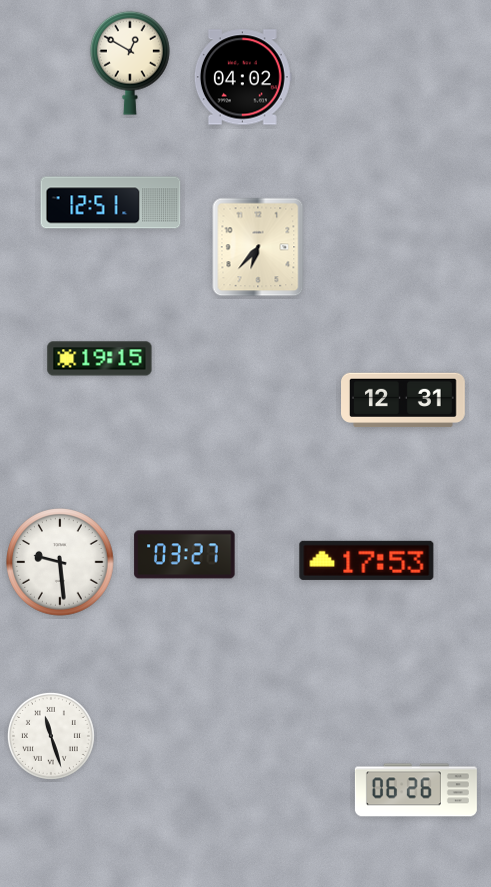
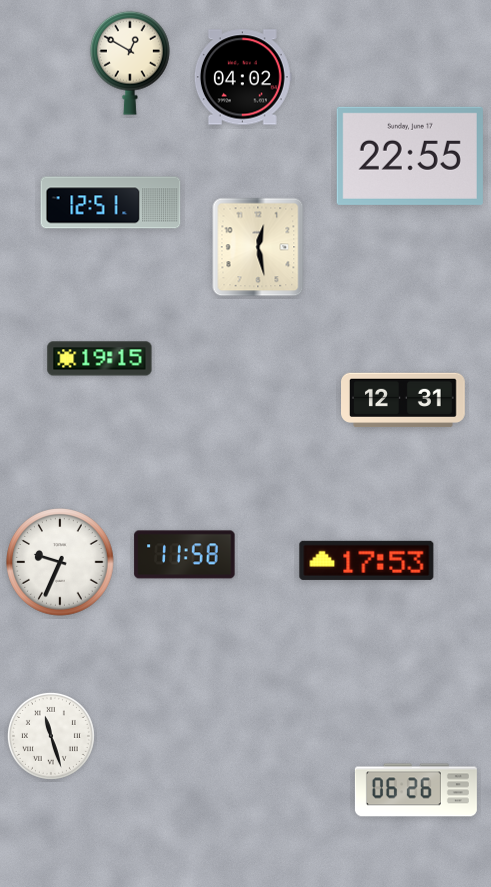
clock at (410, 156): none -> 22:55
clock at (258, 247): 6:37 -> 12:28
clock at (185, 555): 03:27 -> 11:58
clock at (60, 562): 9:29 -> 9:34
